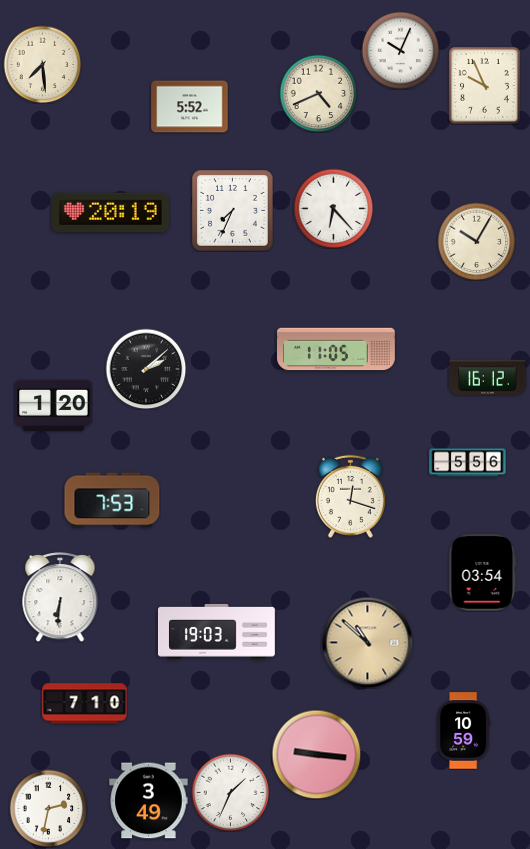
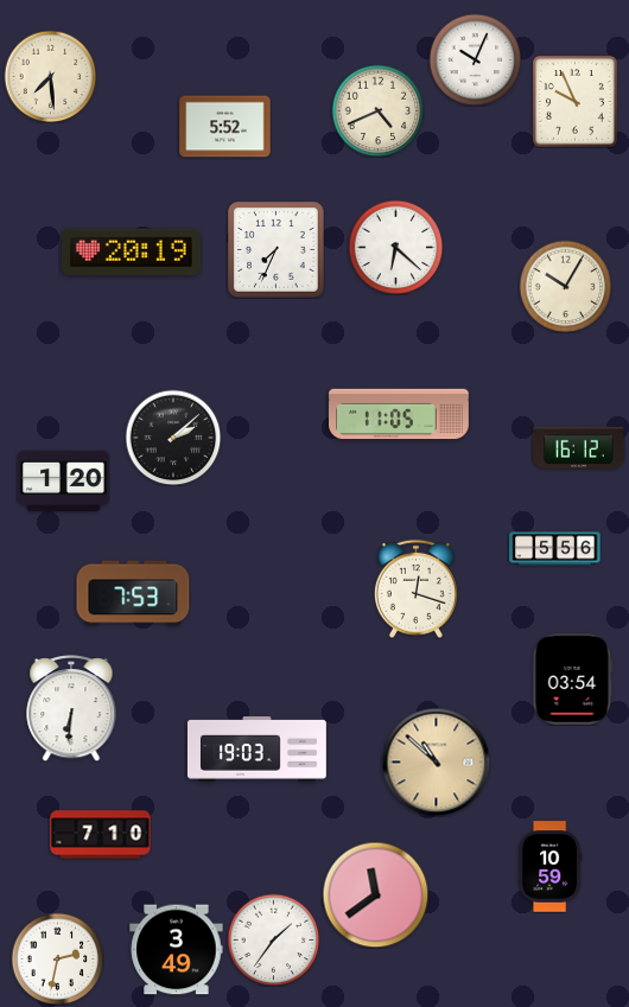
clock at (333, 208): 6:23 -> 6:22
clock at (316, 754): 9:16 -> 11:39
clock at (230, 792): 1:34 -> 1:36
